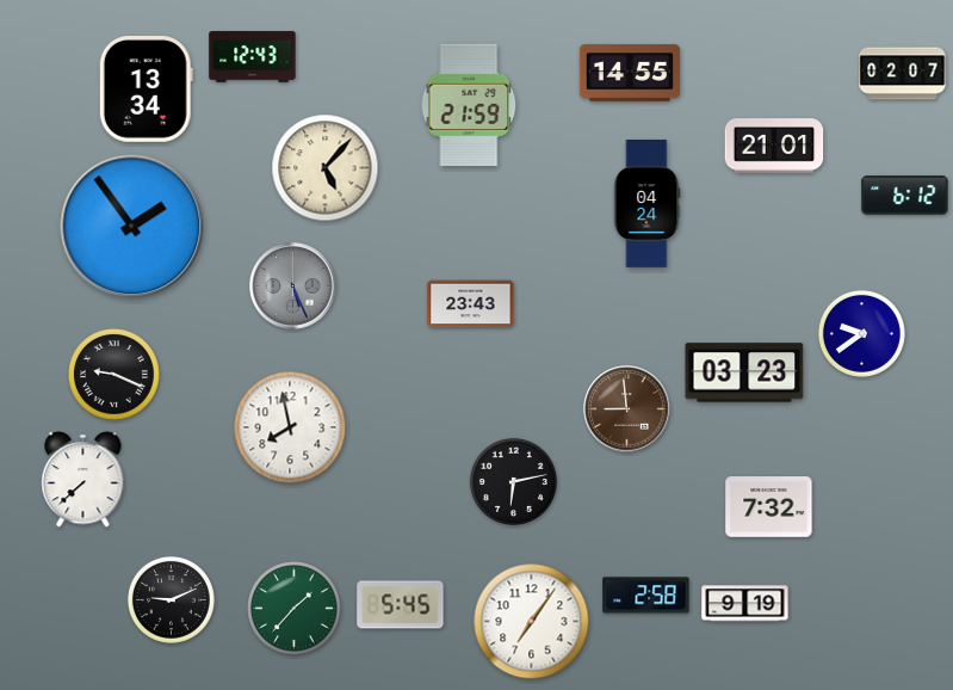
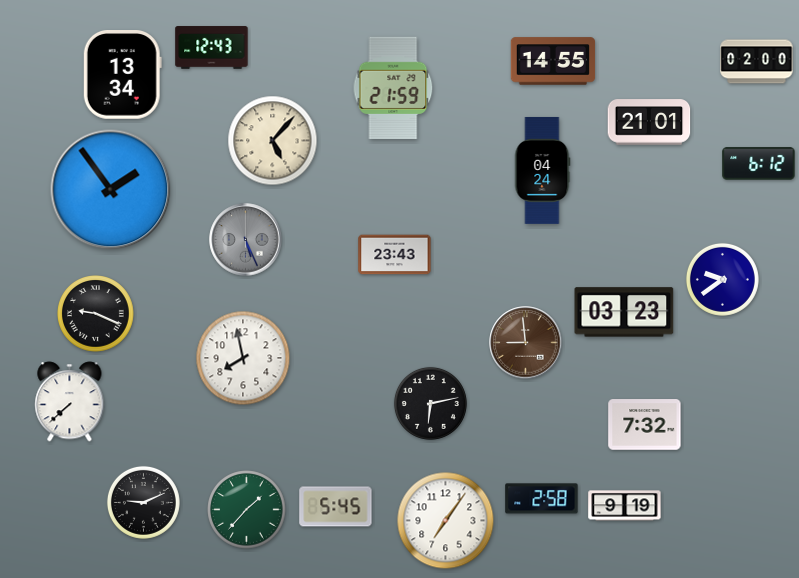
clock at (630, 73) position: (630, 73) -> (553, 61)
clock at (903, 74): 02:07 -> 02:00
